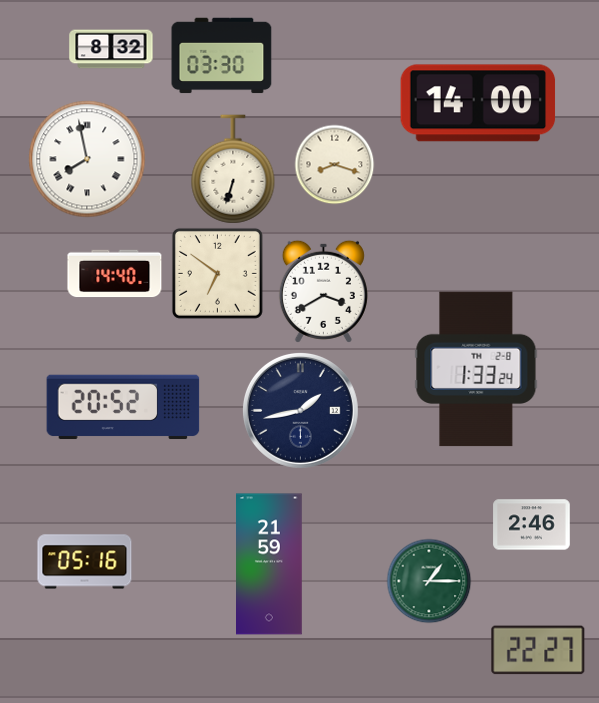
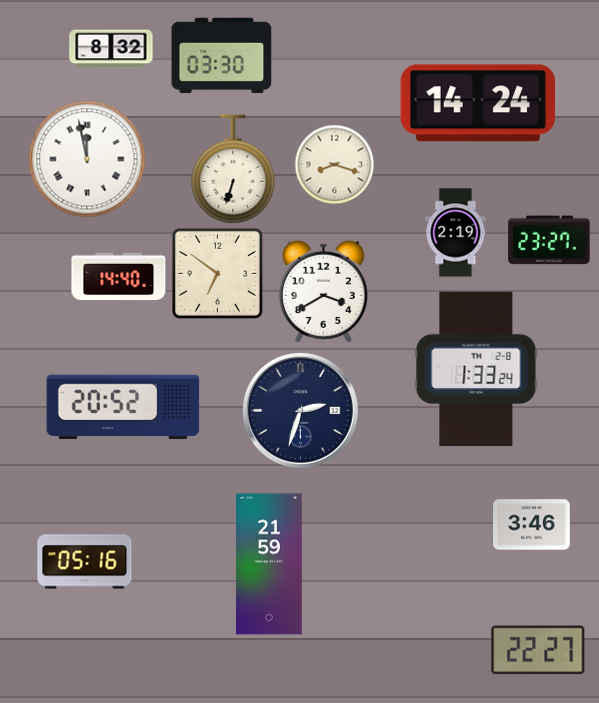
clock at (478, 103): 14:00 -> 14:24
clock at (87, 159): 7:58 -> 11:58
clock at (456, 233): none -> 2:19
clock at (549, 240): none -> 23:27
clock at (115, 274) position: (115, 274) -> (119, 277)
clock at (300, 410): 1:43 -> 2:33
clock at (532, 525): 2:46 -> 3:46
clock at (429, 581): 1:15 -> none
